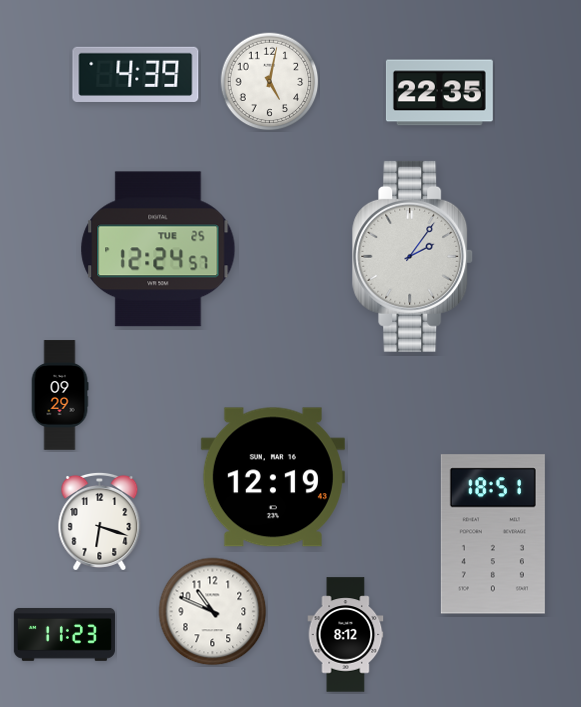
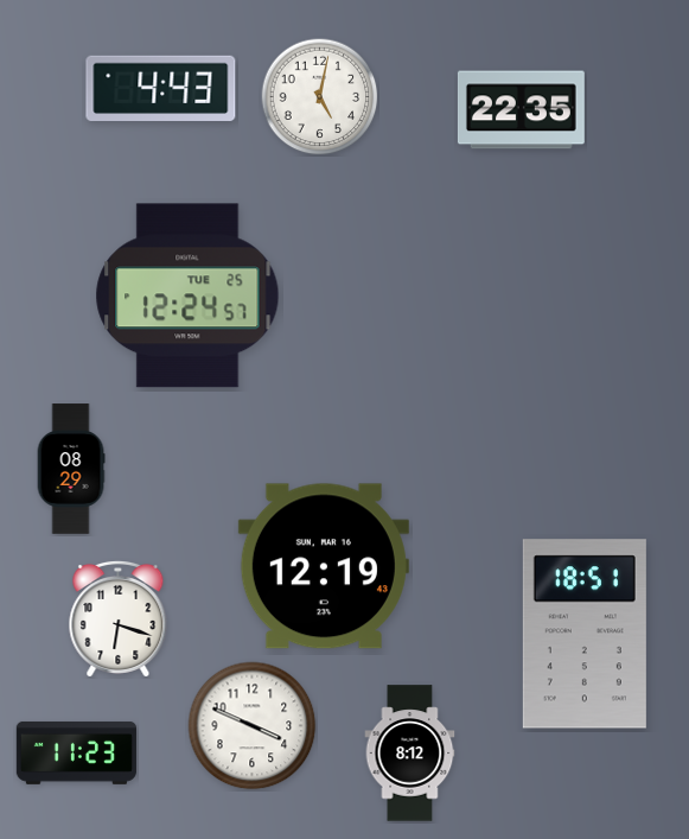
clock at (136, 74): 4:39 -> 4:43
clock at (413, 256): 2:06 -> none
clock at (60, 395): 09:29 -> 08:29
clock at (213, 612): 10:49 -> 3:49
